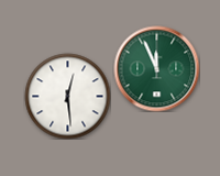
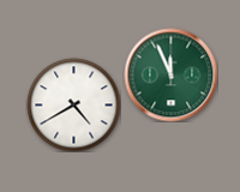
clock at (67, 96): 12:29 -> 4:40
